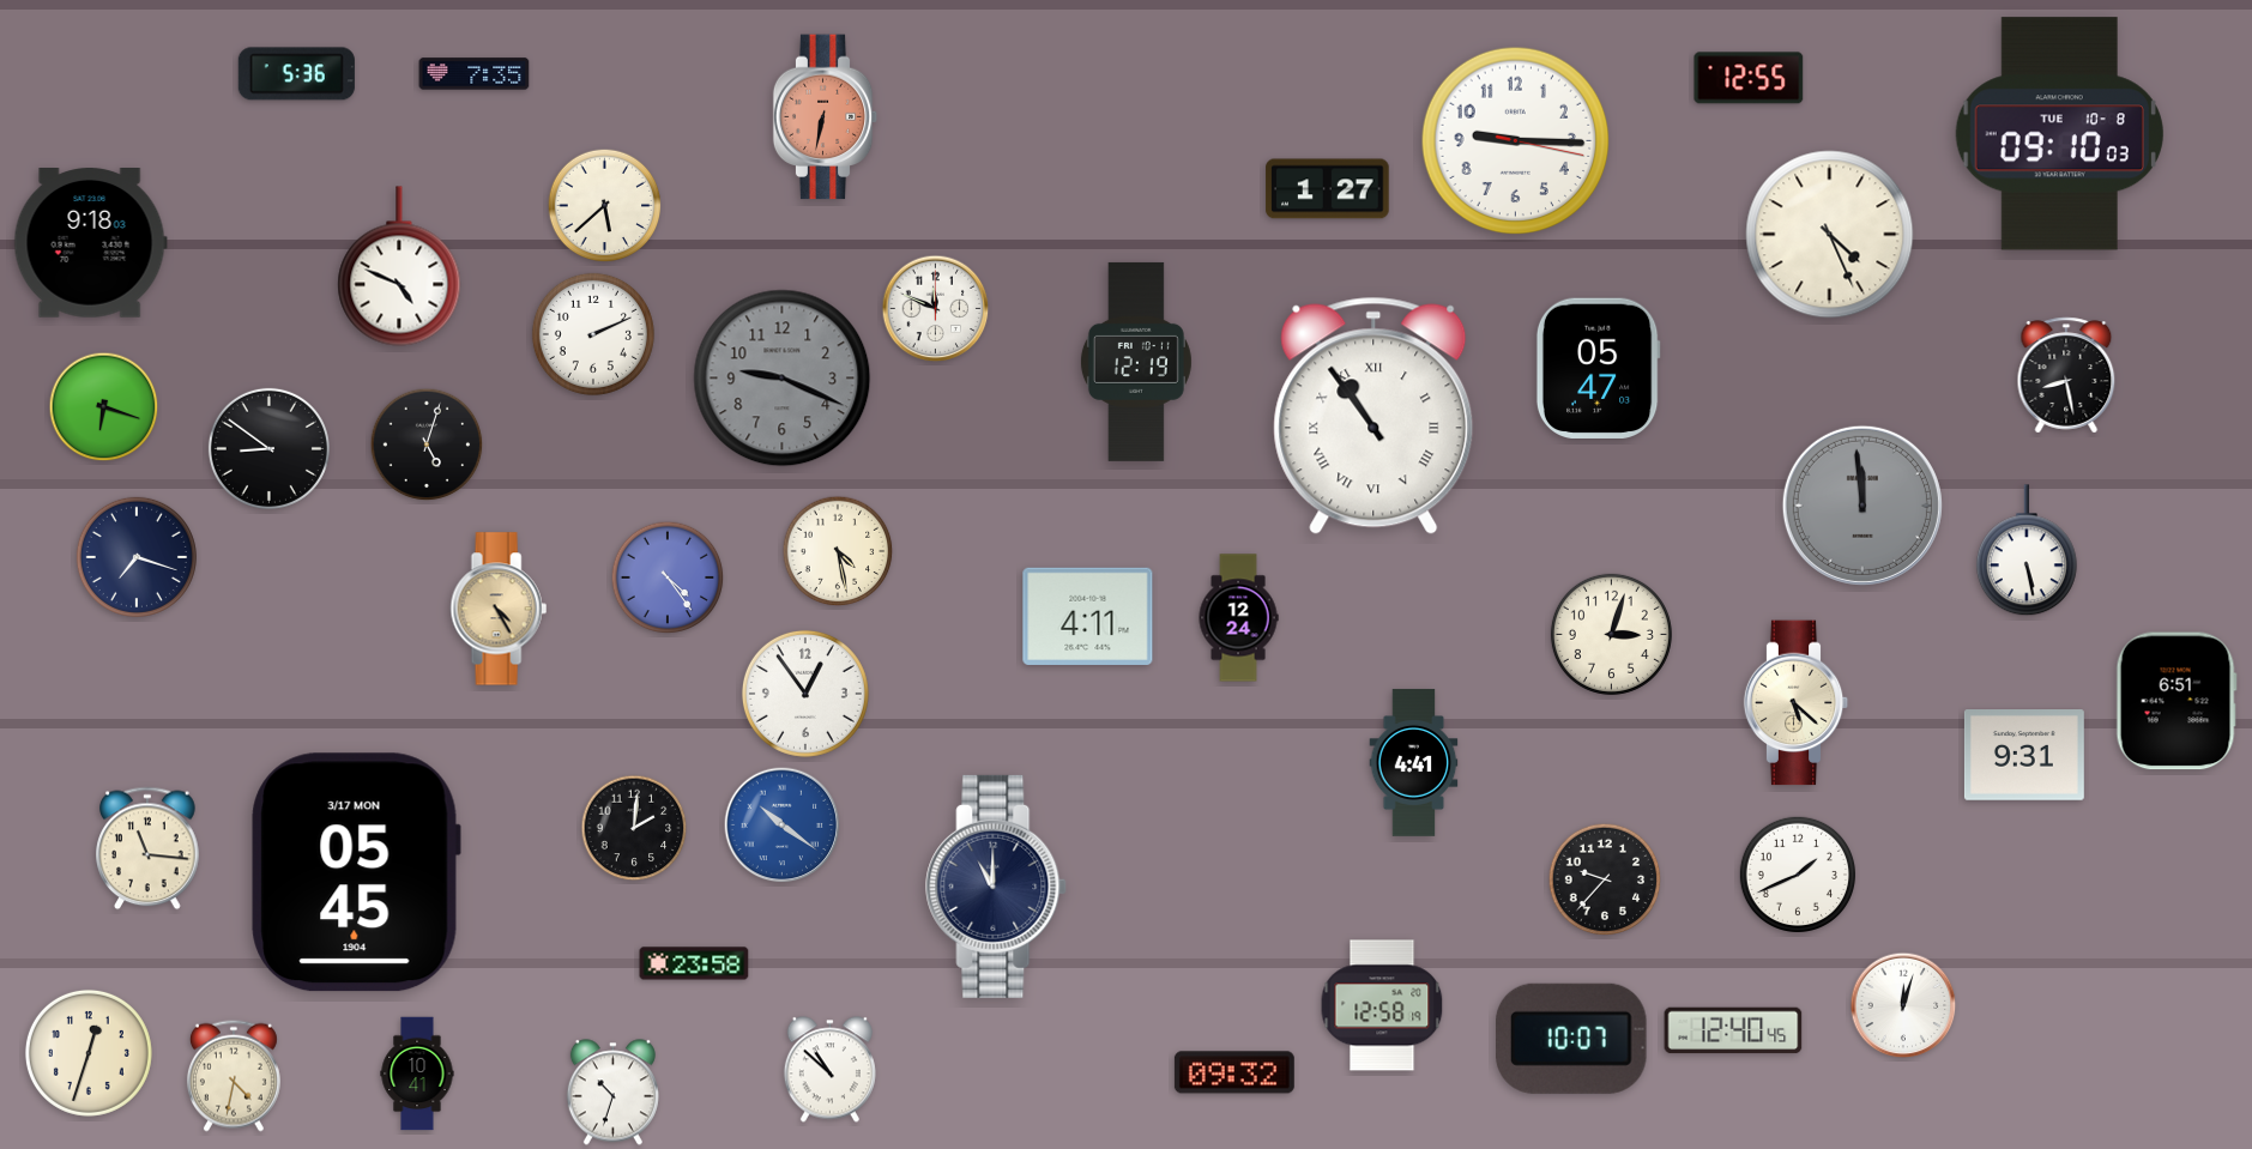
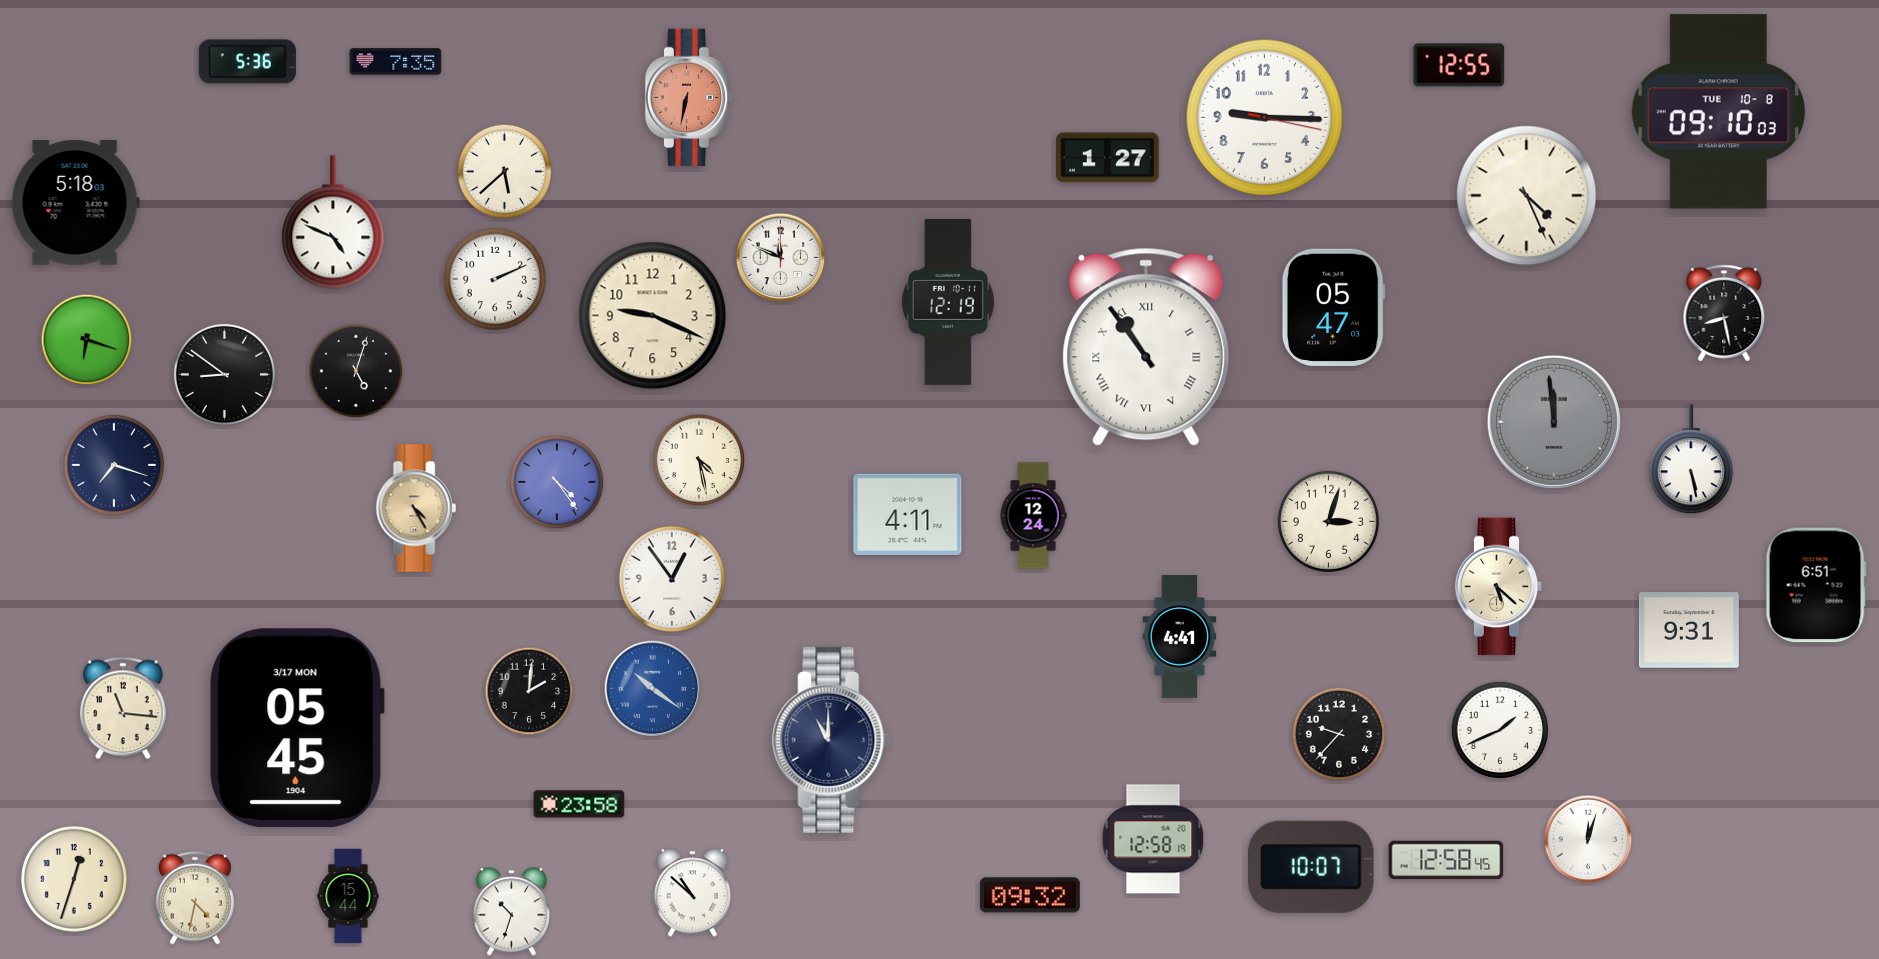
clock at (90, 243): 9:18 -> 5:18
clock at (783, 379) dial: grey -> cream
clock at (1611, 634) position: (1611, 634) -> (1328, 521)
clock at (1733, 1030): 12:40 -> 12:58
clock at (417, 1074): 10:41 -> 15:44
